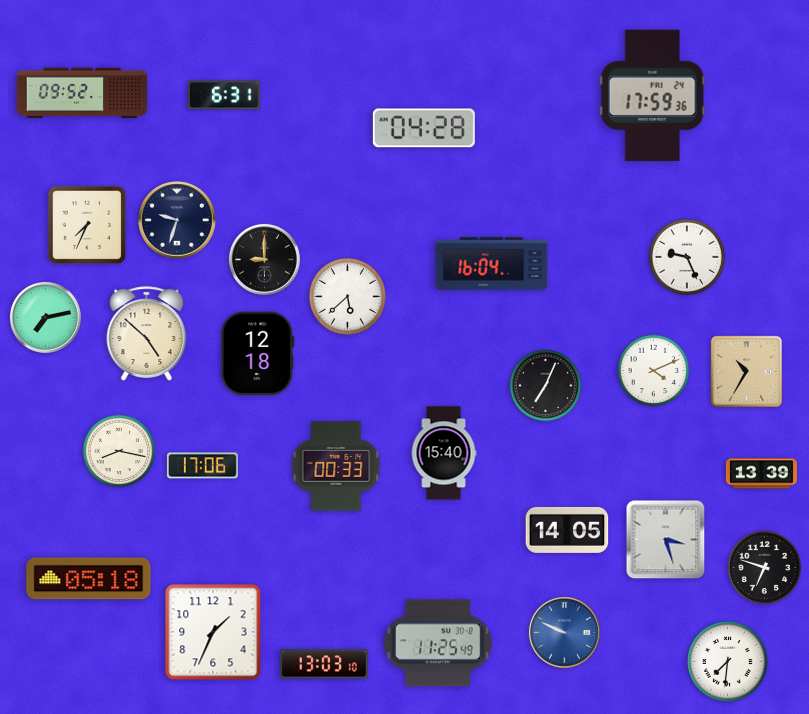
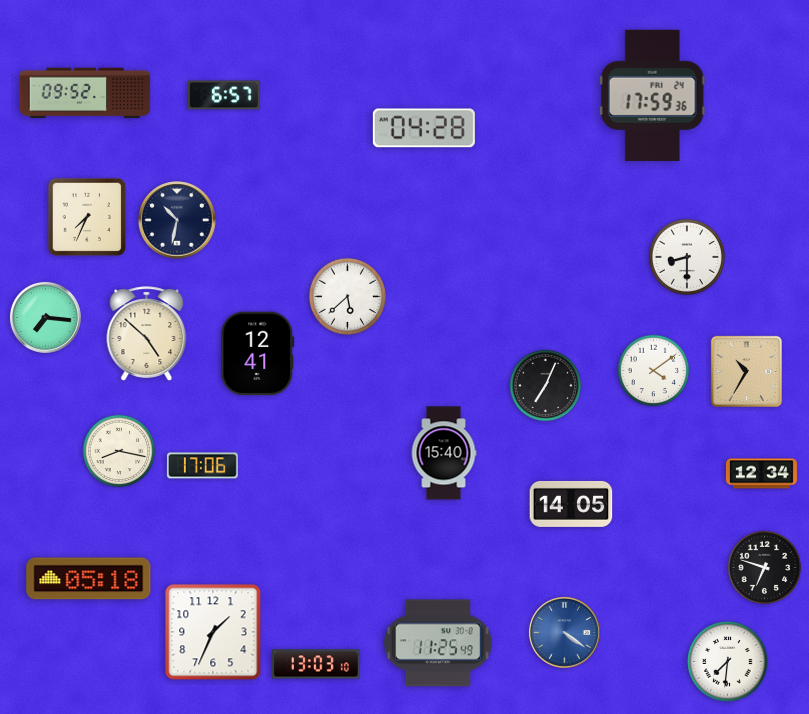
clock at (82, 93) position: (82, 93) -> (85, 93)
clock at (224, 95): 6:31 -> 6:57
clock at (177, 220): 9:33 -> 10:32
clock at (87, 225) position: (87, 225) -> (87, 217)
clock at (687, 257): 9:26 -> 8:30
clock at (264, 259): 9:00 -> none
clock at (492, 264): 16:04 -> none
clock at (45, 317): 7:13 -> 7:16
clock at (258, 354): 12:18 -> 12:41
clock at (654, 371): 4:11 -> 4:09
clock at (336, 466): 00:33 -> none
clock at (761, 474): 13:39 -> 12:34
clock at (567, 530) position: (567, 530) -> (571, 504)
clock at (666, 540): 3:27 -> none
clock at (564, 632): 9:49 -> 4:21
clock at (325, 664) position: (325, 664) -> (317, 664)
